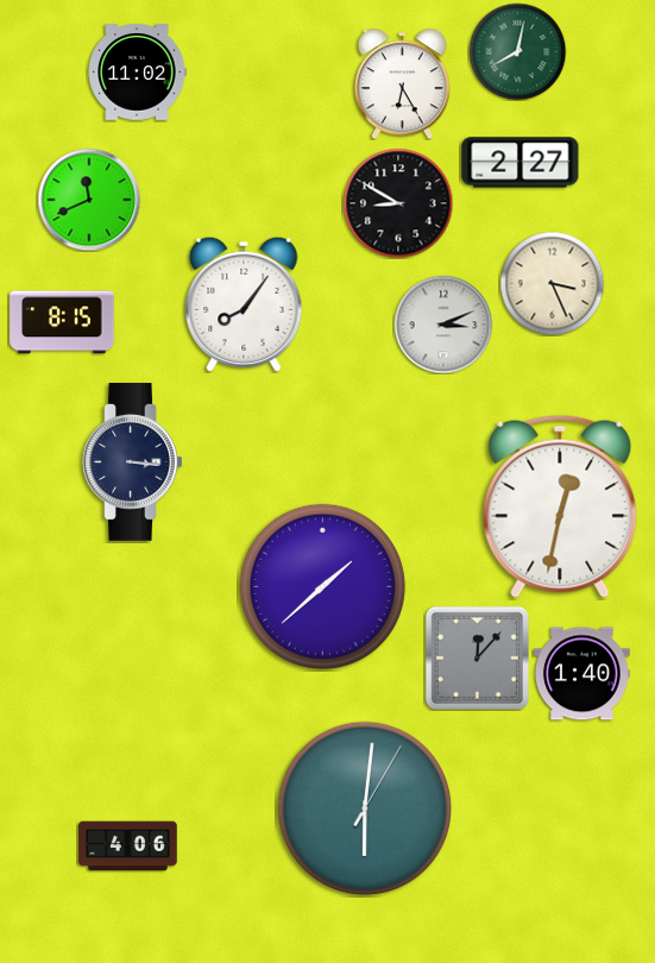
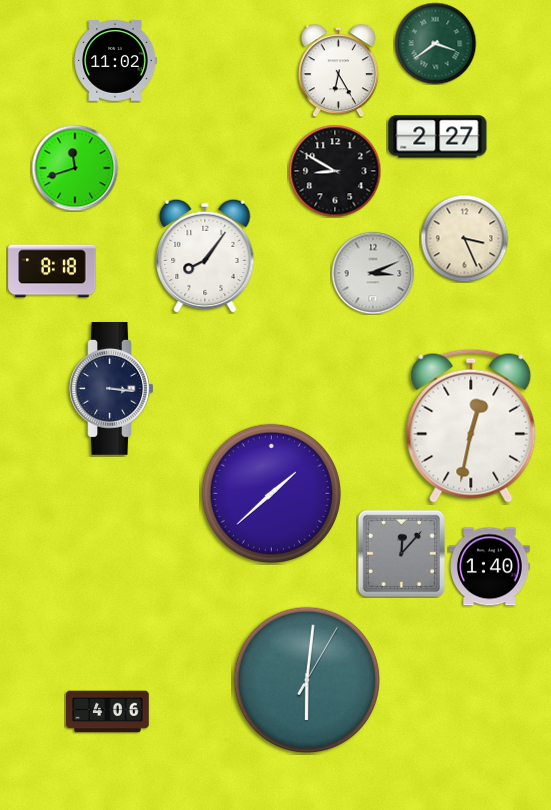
clock at (517, 51): 8:02 -> 3:39
clock at (89, 200): 11:41 -> 11:42
clock at (62, 322): 8:15 -> 8:18
